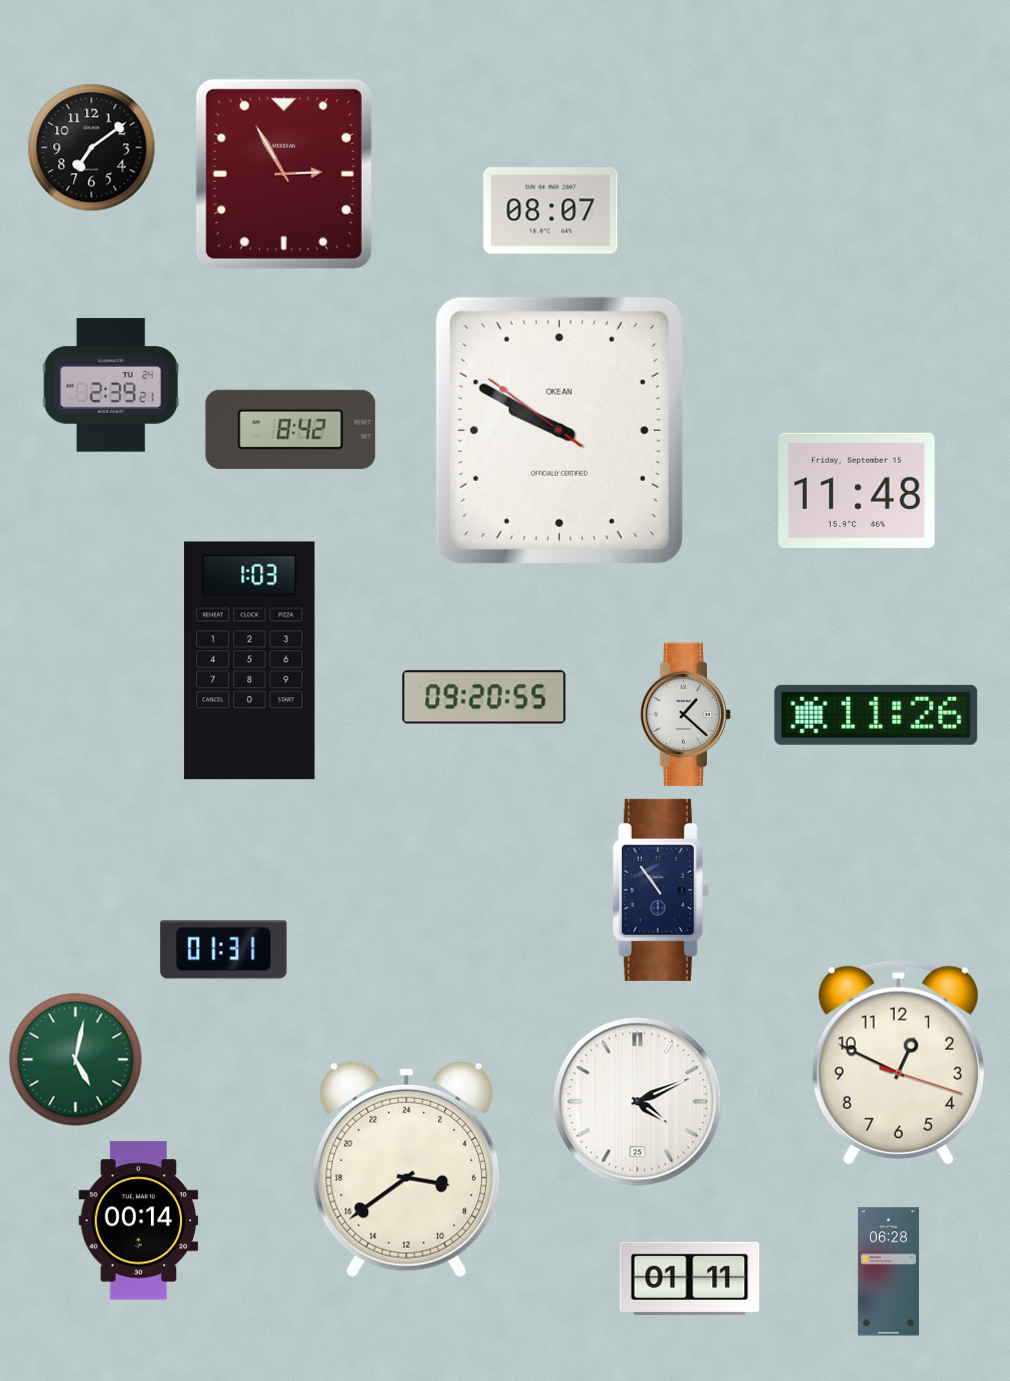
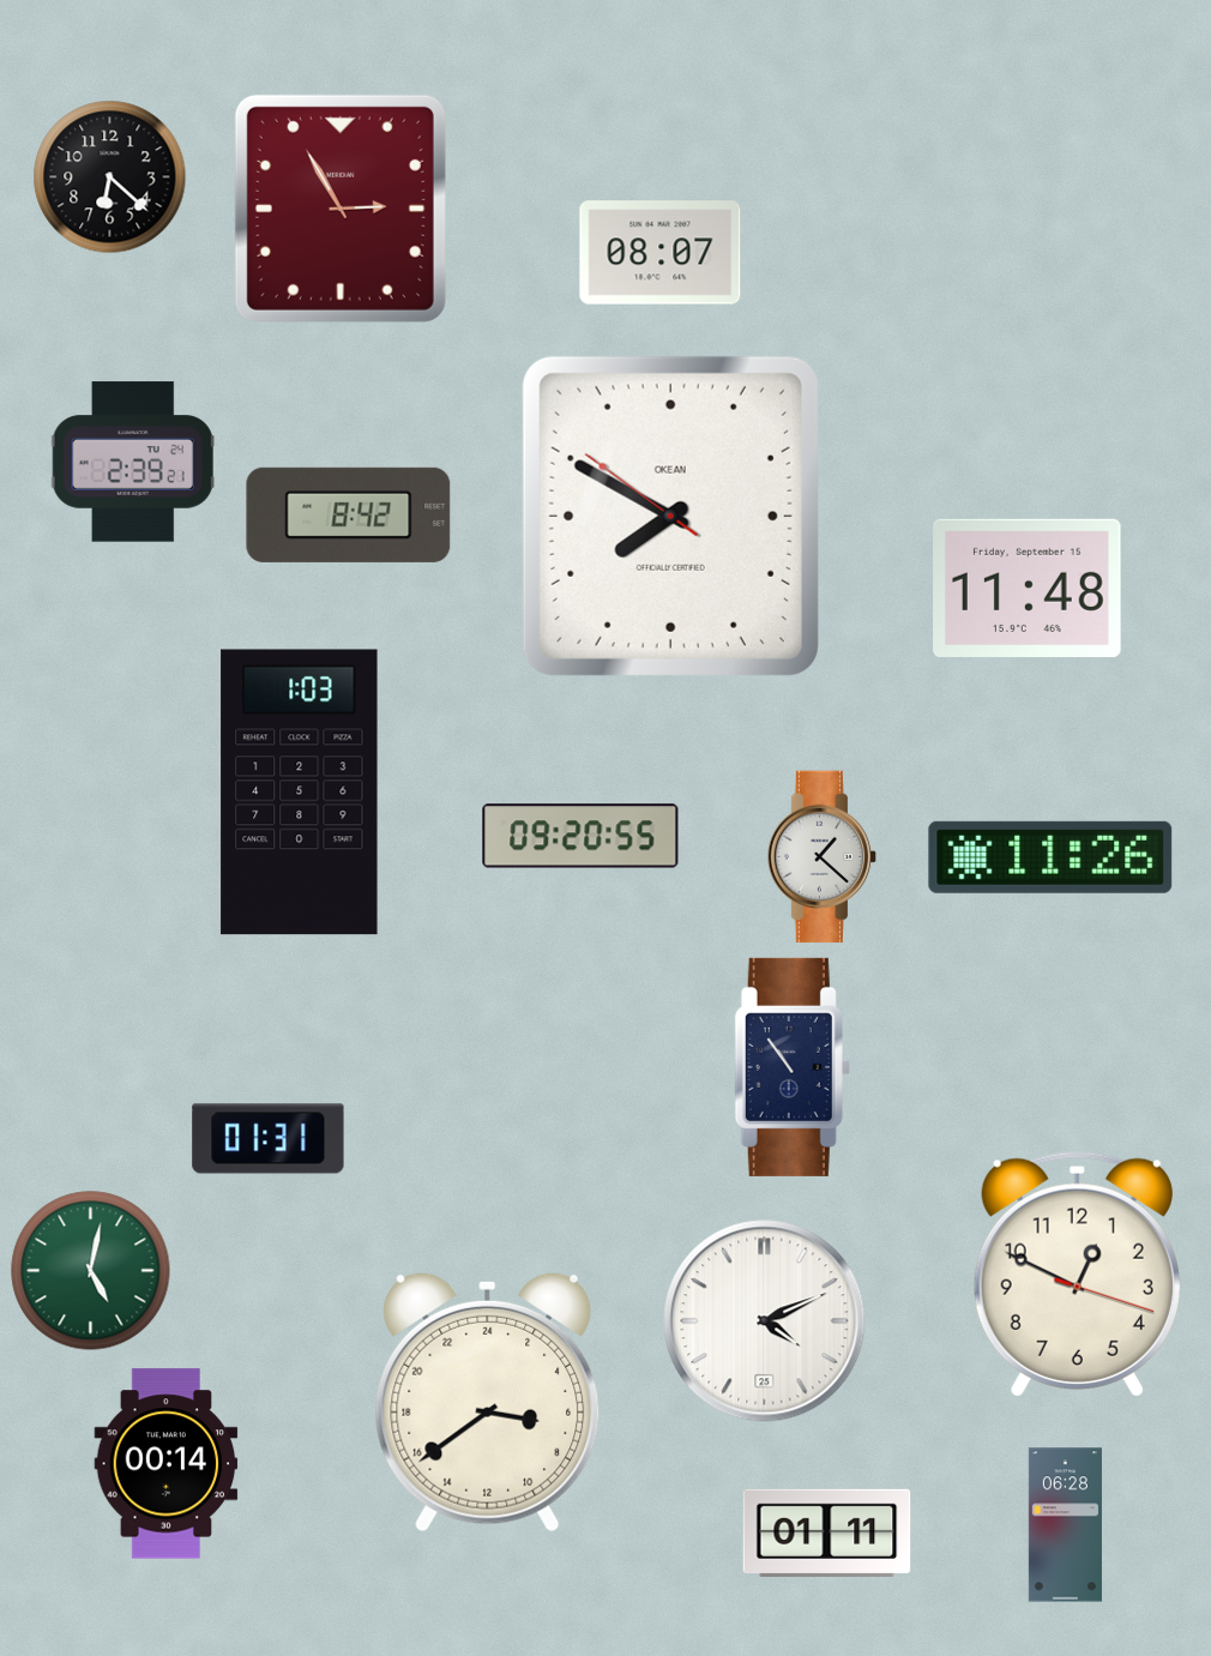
clock at (92, 148): 7:09 -> 6:22
clock at (559, 430): 9:49 -> 7:49
